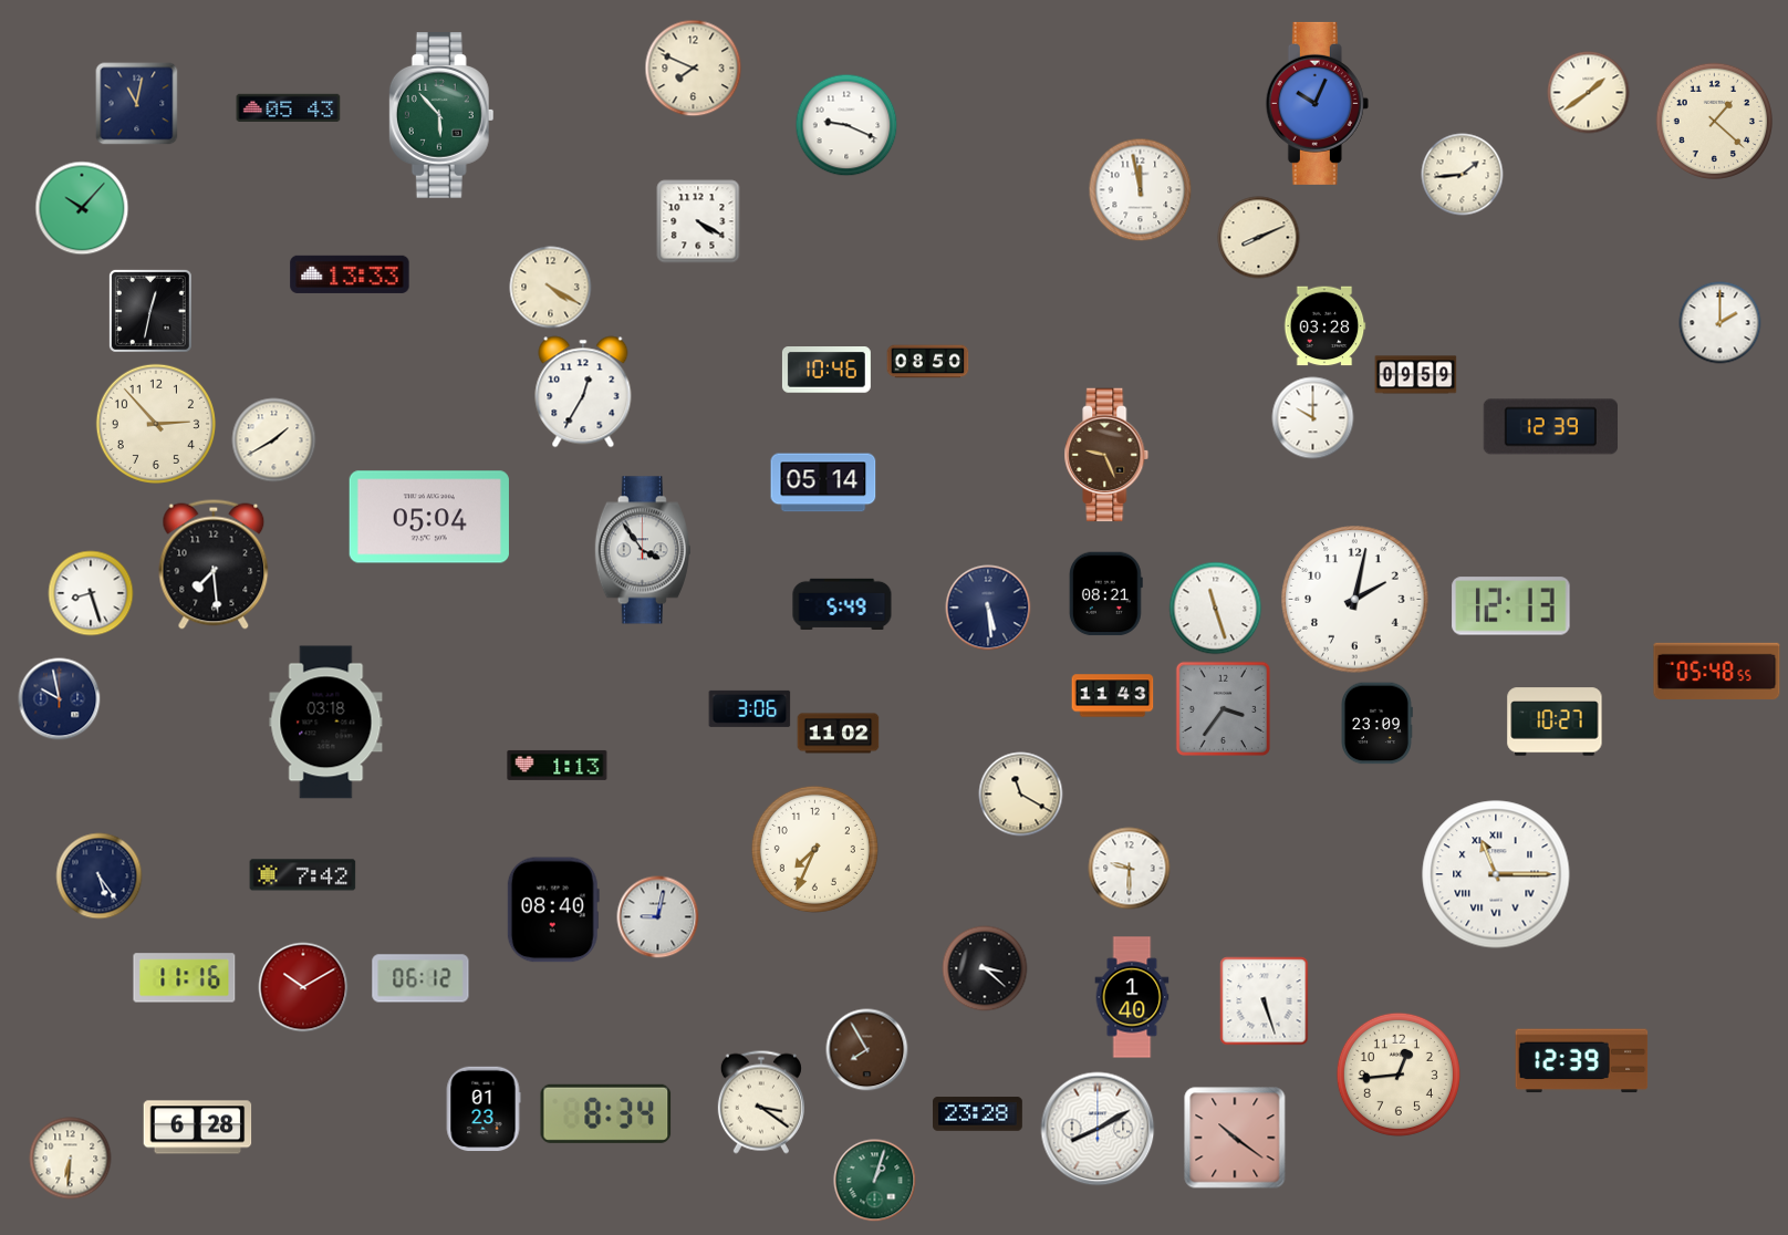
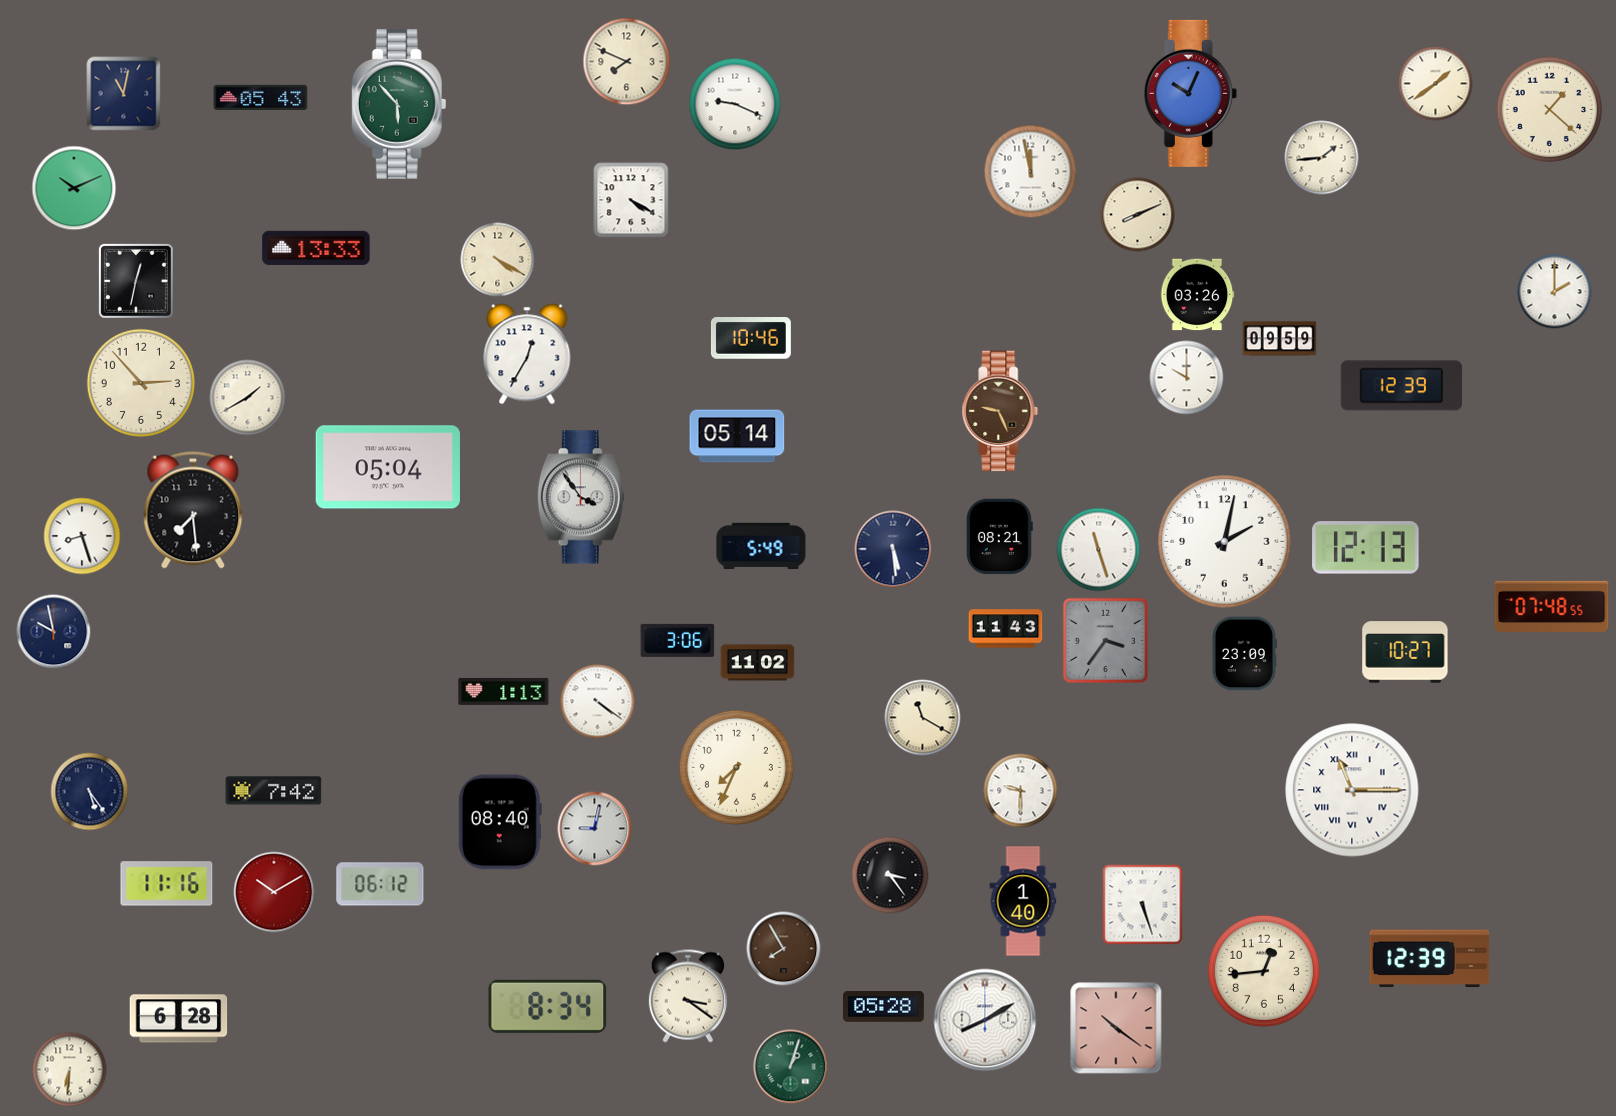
clock at (846, 125) position: (846, 125) -> (735, 104)
clock at (82, 208): 10:07 -> 10:11
clock at (1324, 326): 03:28 -> 03:26
clock at (928, 362): 08:50 -> none
clock at (827, 371) position: (827, 371) -> (751, 339)
clock at (823, 482) position: (823, 482) -> (737, 436)
clock at (1717, 672): 05:48 -> 07:48
clock at (326, 723): 03:18 -> none
clock at (598, 702): none -> 4:21
clock at (1130, 869) position: (1130, 869) -> (1021, 791)
clock at (985, 968): 3:22 -> 3:24
clock at (484, 1109): 01:23 -> none
clock at (978, 1114): 23:28 -> 05:28
clock at (1098, 1129) position: (1098, 1129) -> (985, 1020)
clock at (71, 1159) position: (71, 1159) -> (70, 1070)
